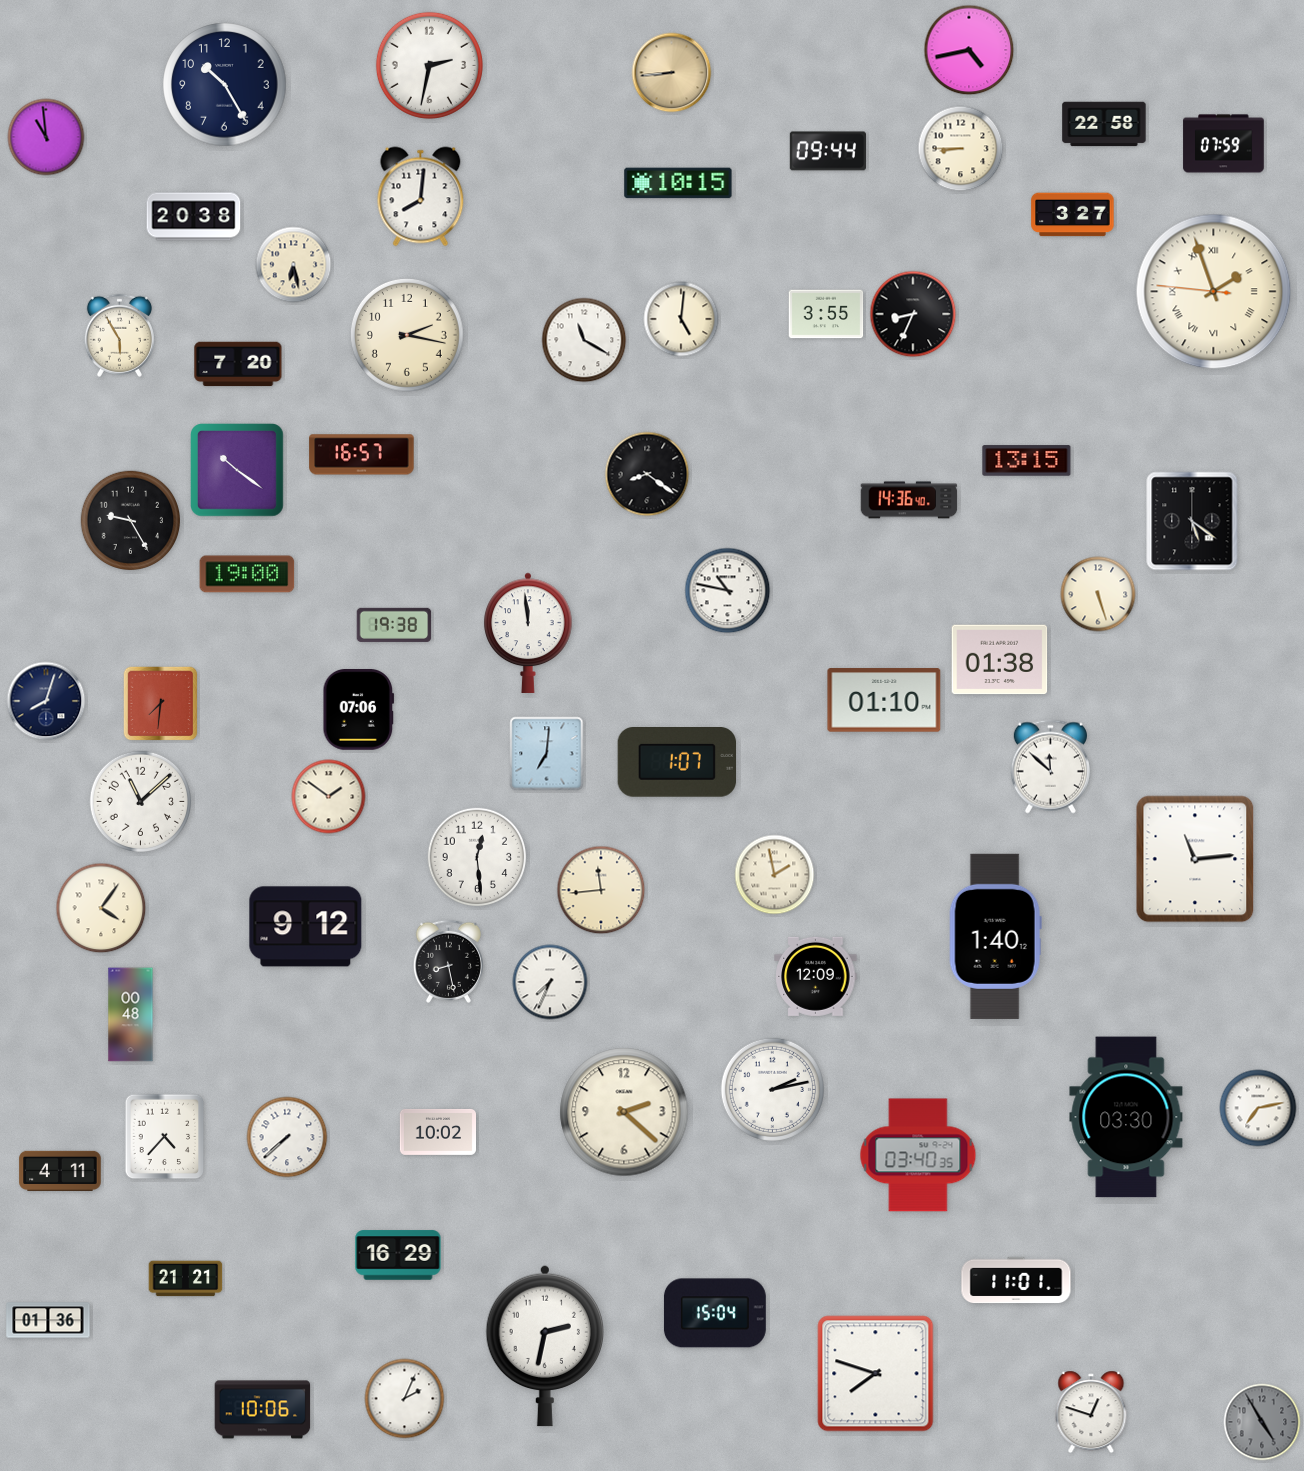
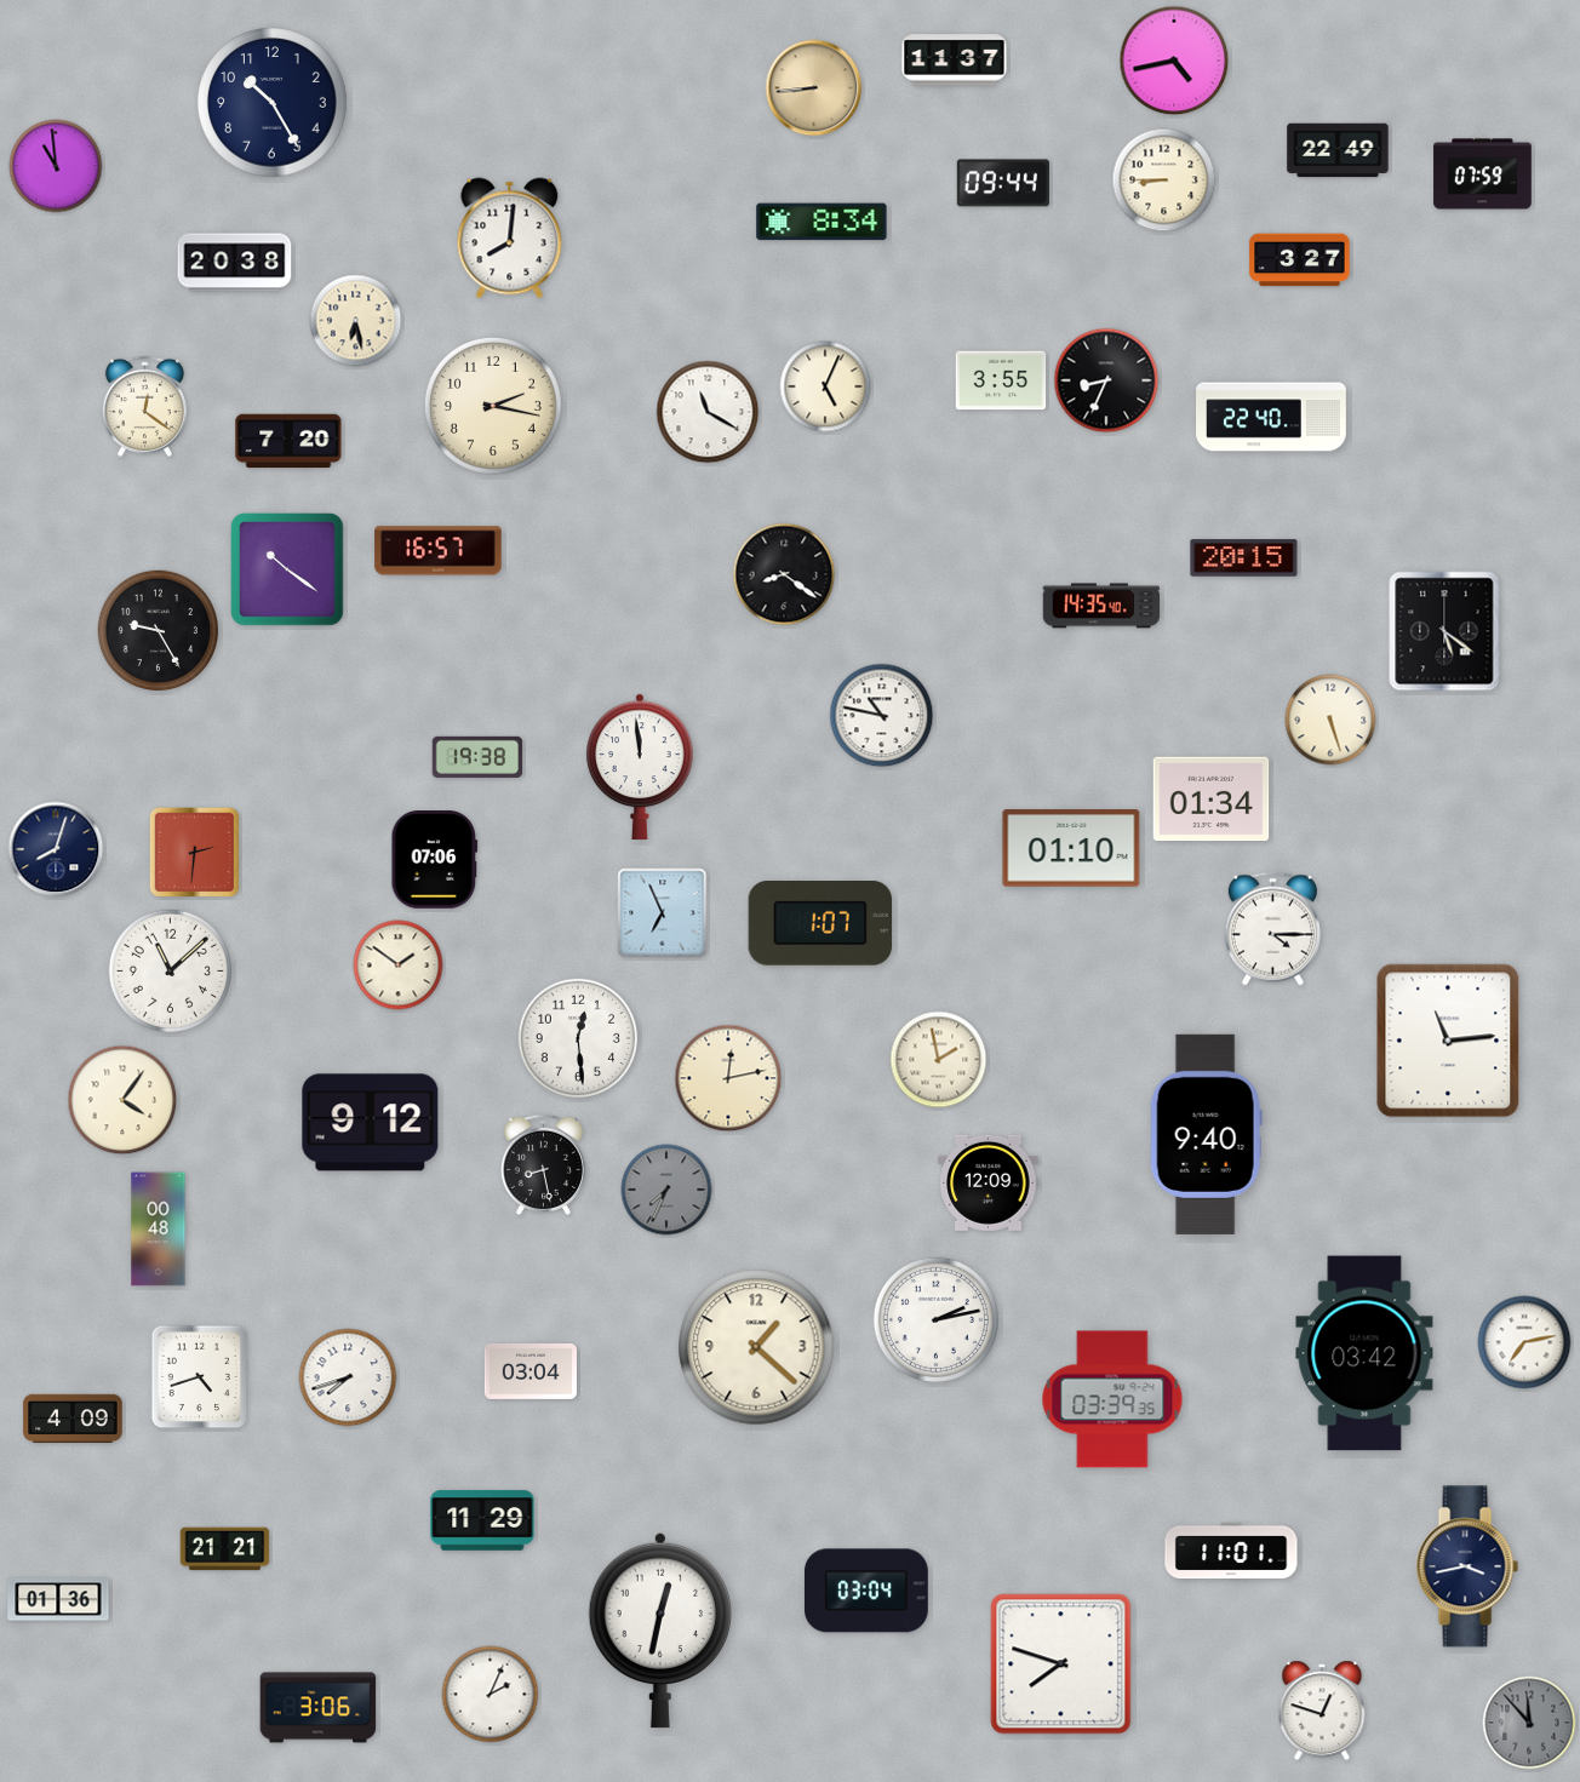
clock at (955, 61): none -> 11:37
clock at (429, 65): 2:32 -> none
clock at (1104, 124): 22:58 -> 22:49
clock at (678, 183): 10:15 -> 8:34
clock at (1214, 292): 1:56 -> none
clock at (681, 319): 5:01 -> 5:04
clock at (119, 335): 5:55 -> 12:21
clock at (1272, 417): none -> 22:40
clock at (1027, 461): 13:15 -> 20:15
clock at (909, 500): 14:36 -> 14:35
clock at (247, 574): 19:00 -> none
clock at (1000, 660): 01:38 -> 01:34
clock at (161, 704): 7:31 -> 2:31
clock at (547, 754): 7:01 -> 6:56
clock at (1050, 767): 11:52 -> 4:15
clock at (601, 890): 11:44 -> 12:13
clock at (995, 936): 1:40 -> 9:40
clock at (550, 982) dial: white -> grey
clock at (624, 1112): 2:22 -> 1:22
clock at (1126, 1117): 03:30 -> 03:42
clock at (437, 1132): 10:02 -> 03:04
clock at (165, 1137): 4:37 -> 4:42
clock at (287, 1137): 7:38 -> 7:42
clock at (918, 1155): 03:40 -> 03:39
clock at (60, 1171): 4:11 -> 4:09
clock at (398, 1255): 16:29 -> 11:29
clock at (1467, 1566): none -> 3:43
clock at (715, 1313): 15:04 -> 03:04
clock at (544, 1346): 2:32 -> 12:32
clock at (263, 1410): 10:06 -> 3:06
clock at (1262, 1422): 4:55 -> 11:53
